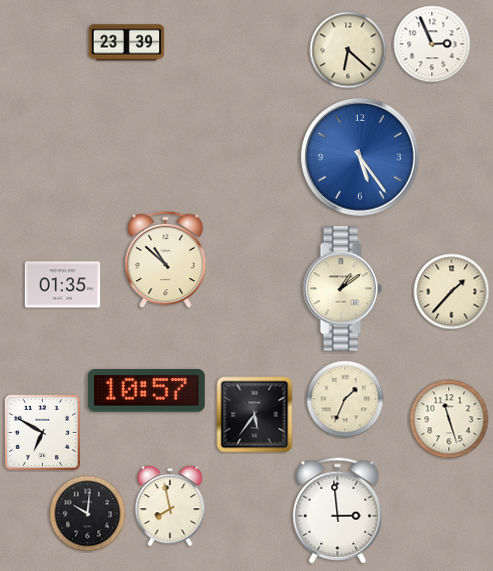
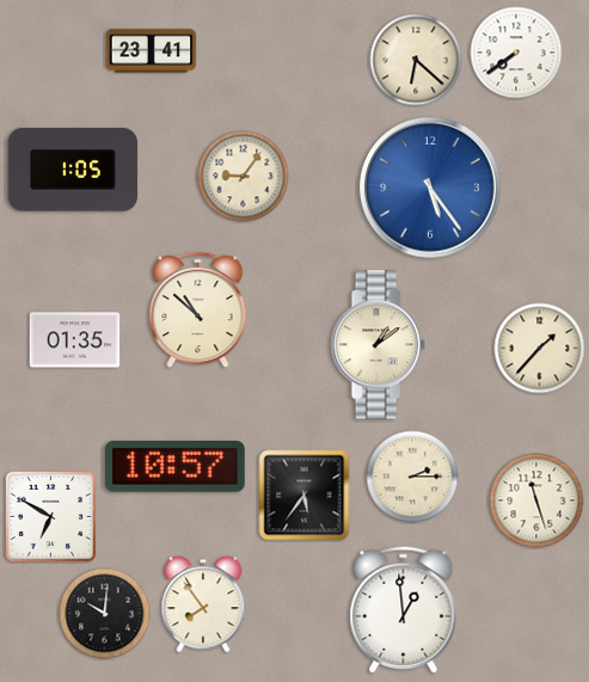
clock at (127, 43): 23:39 -> 23:41
clock at (432, 44): 2:56 -> 7:39
clock at (73, 170): none -> 1:05
clock at (244, 177): none -> 9:06
clock at (342, 289) position: (342, 289) -> (378, 345)
clock at (345, 399): 1:34 -> 2:15
clock at (170, 506): 7:58 -> 7:54
clock at (338, 511): 2:59 -> 12:59
